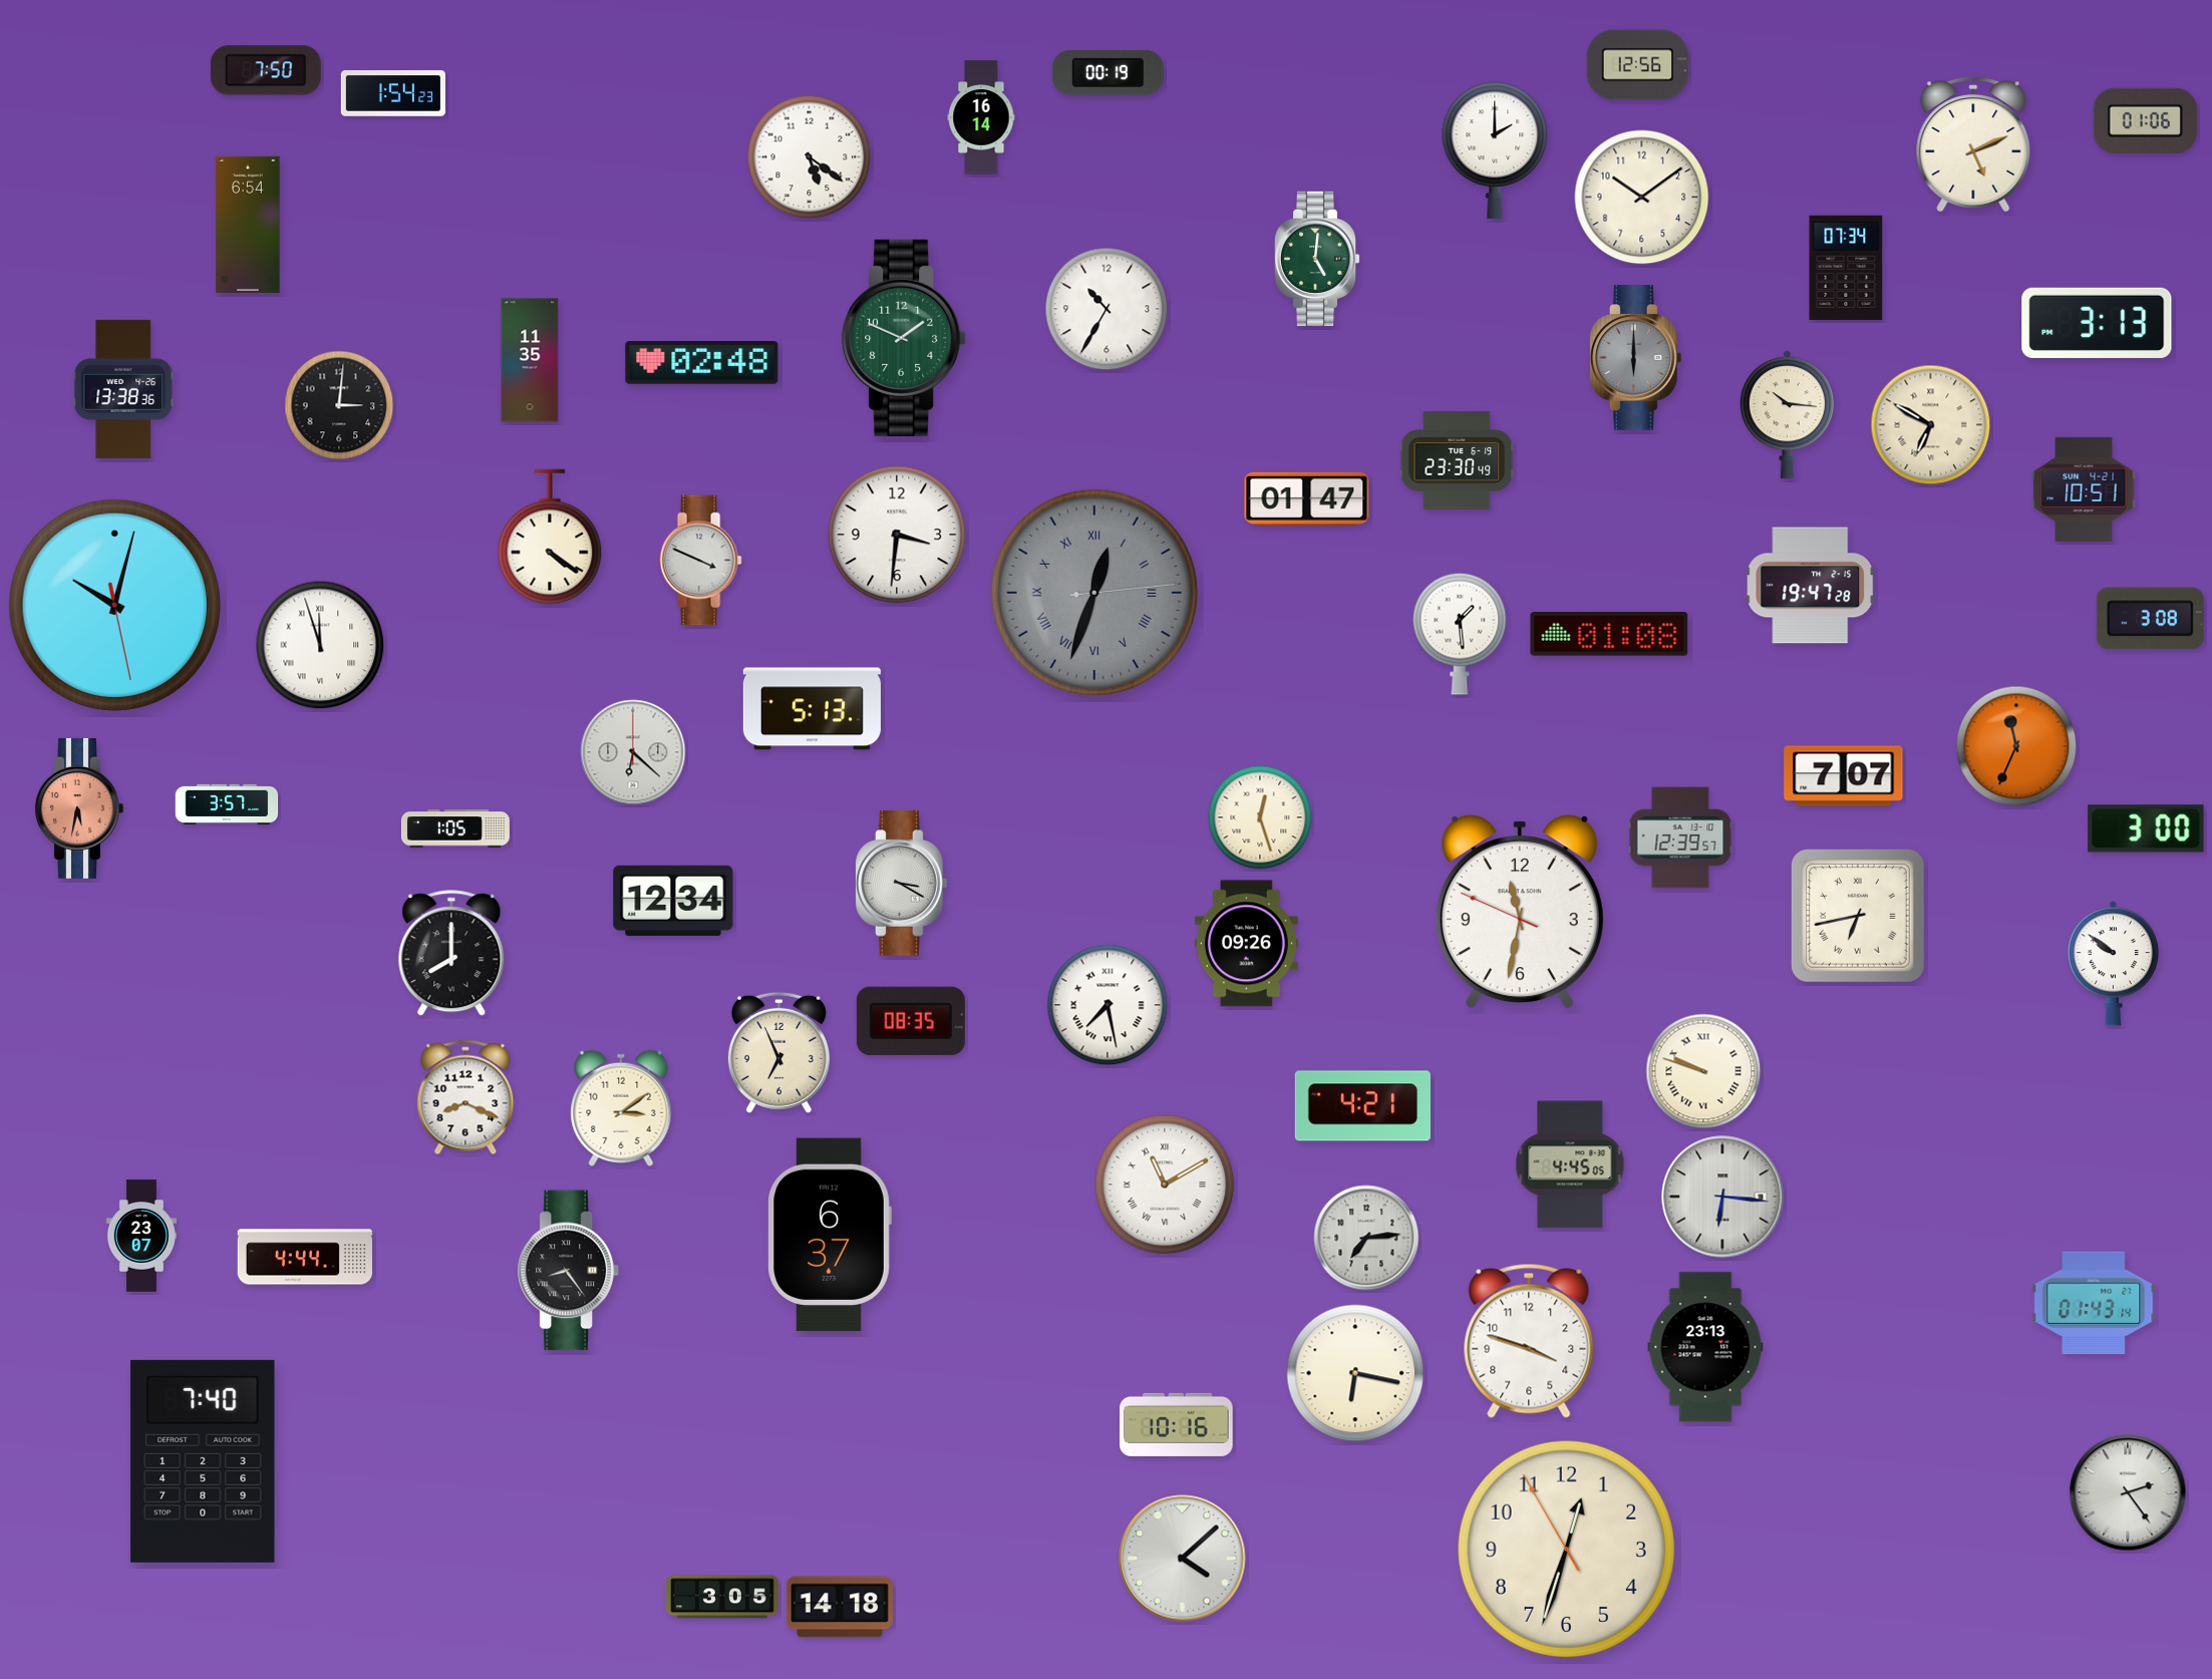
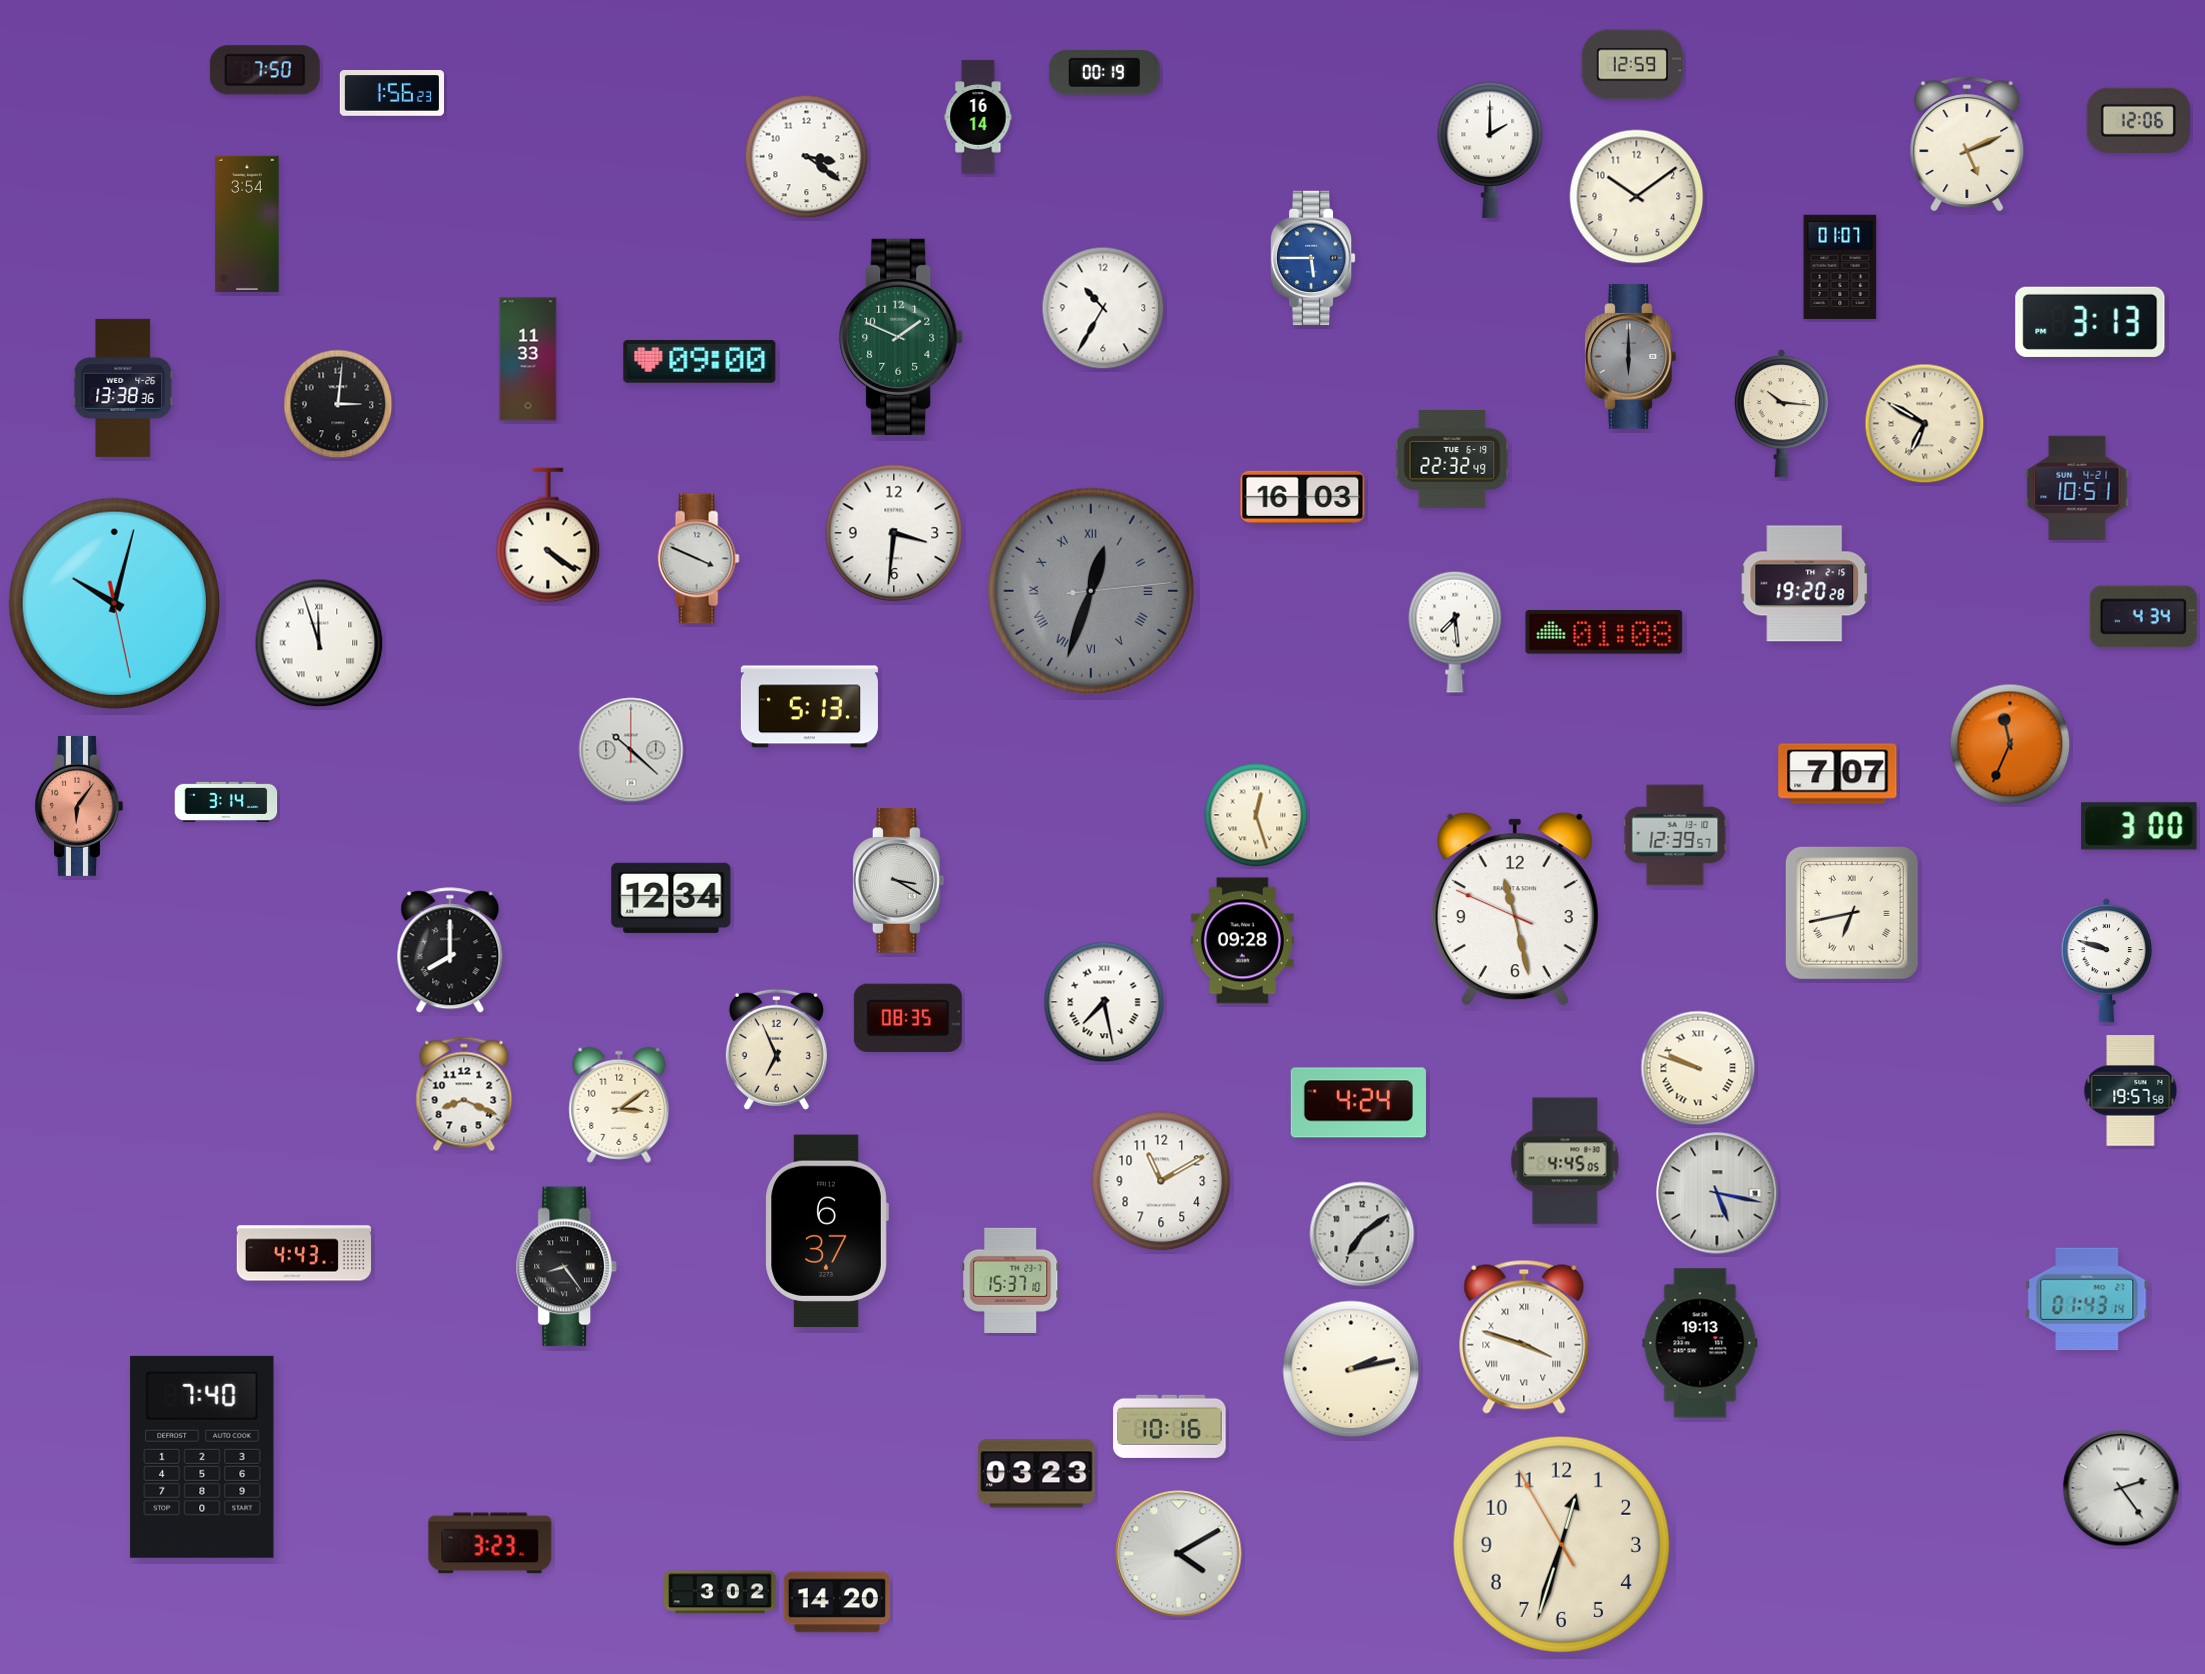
clock at (1638, 65): 12:56 -> 12:59
clock at (392, 94): 1:54 -> 1:56
clock at (2145, 120): 01:06 -> 12:06
clock at (810, 157): 5:21 -> 3:21
clock at (248, 225): 6:54 -> 3:54
clock at (1317, 258): 5:01 -> 5:45
clock at (1317, 258) dial: green -> blue
clock at (1846, 268): 07:34 -> 01:07
clock at (530, 360): 11:35 -> 11:33
clock at (702, 363): 02:48 -> 09:00
clock at (1457, 460): 23:30 -> 22:32
clock at (1307, 498): 01:47 -> 16:03
clock at (1811, 586): 19:47 -> 19:20
clock at (2150, 619): 3:08 -> 4:34
clock at (1460, 634): 1:29 -> 7:29
clock at (633, 752): 6:22 -> 10:22
clock at (227, 803): 3:57 -> 3:14
clock at (79, 808): 5:32 -> 6:06
clock at (455, 828): 1:05 -> none
clock at (1520, 912): 11:31 -> 11:27
clock at (1246, 944): 09:26 -> 09:28
clock at (2114, 963): 9:51 -> 9:48
clock at (2131, 1091): none -> 19:57
clock at (1362, 1106): 4:21 -> 4:24
clock at (1165, 1185) numerals: Roman -> Arabic
clock at (1722, 1197): 6:16 -> 5:17
clock at (141, 1236): 23:07 -> none
clock at (1366, 1238): 7:14 -> 7:09
clock at (304, 1257): 4:44 -> 4:43
clock at (1011, 1280): none -> 15:37
clock at (1529, 1341) numerals: Arabic -> Roman
clock at (1705, 1347): 23:13 -> 19:13
clock at (1355, 1373): 6:17 -> 2:13
clock at (1177, 1424) position: (1177, 1424) -> (1170, 1426)
clock at (1037, 1474): none -> 03:23
clock at (490, 1543): none -> 3:23
clock at (1183, 1559): 4:08 -> 4:10
clock at (722, 1597): 3:05 -> 3:02
clock at (840, 1607): 14:18 -> 14:20
